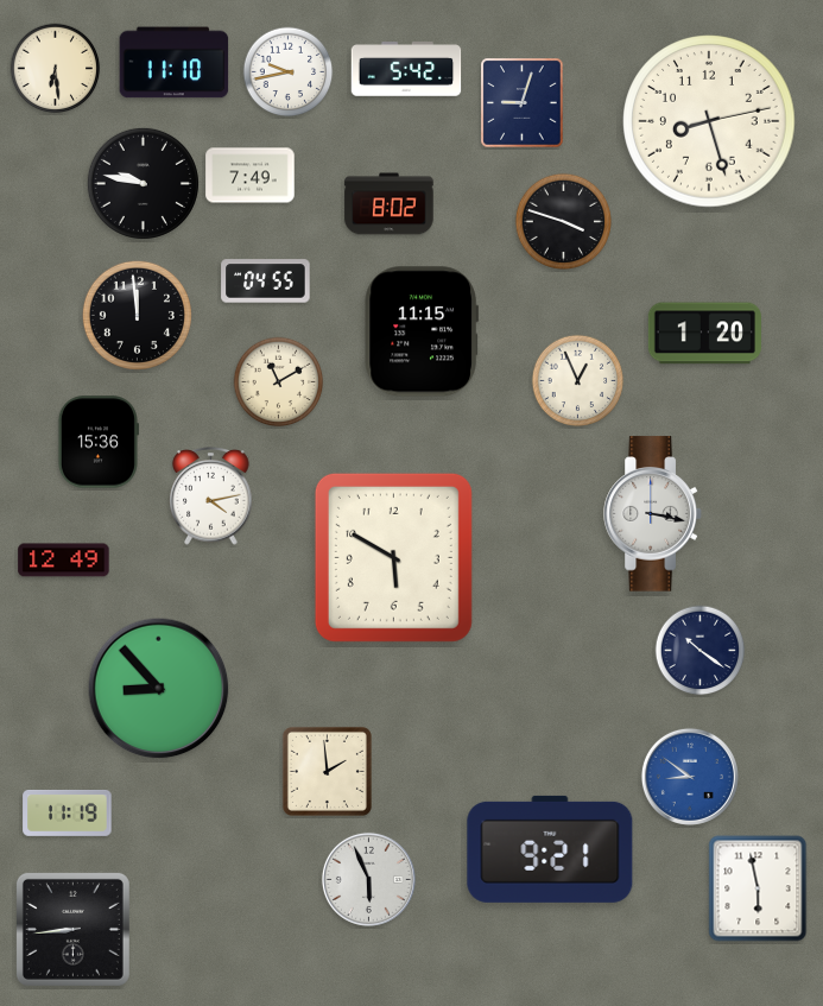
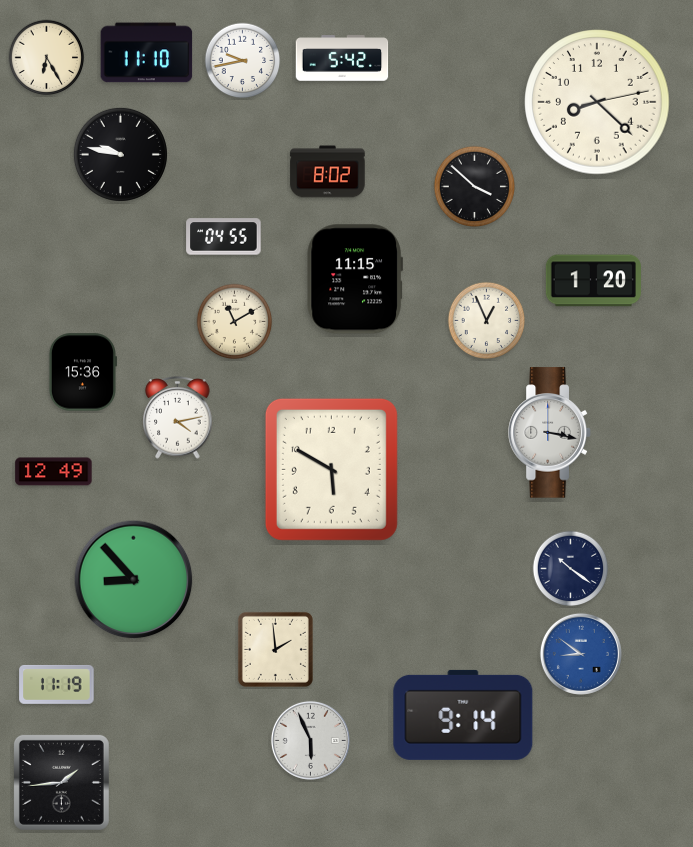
clock at (56, 69): 6:29 -> 6:25
clock at (523, 103): 9:03 -> none
clock at (709, 121): 8:27 -> 8:22
clock at (251, 176): 7:49 -> none
clock at (564, 222): 3:48 -> 3:52
clock at (137, 315): 11:59 -> none
clock at (701, 651) position: (701, 651) -> (571, 569)
clock at (550, 849): 9:21 -> 9:14
clock at (758, 888): 5:58 -> none
clock at (72, 929): 8:44 -> 1:44
